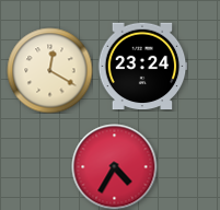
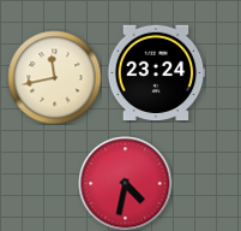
clock at (49, 70): 12:20 -> 11:43
clock at (114, 166): 4:35 -> 4:32
